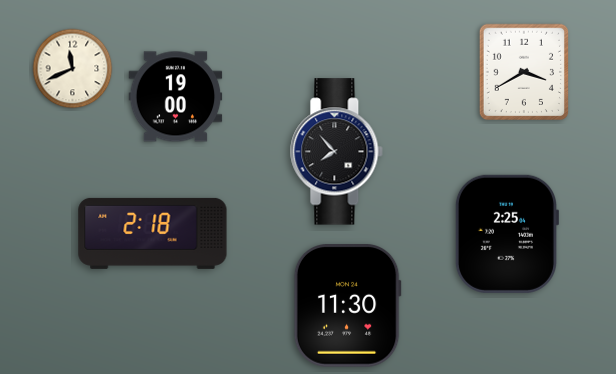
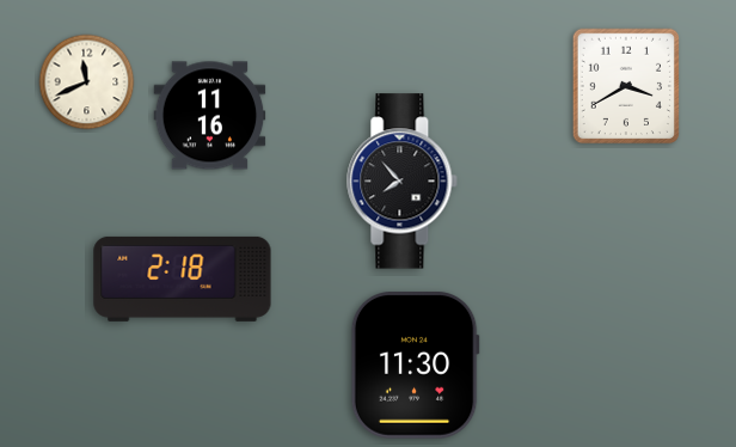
clock at (176, 97): 19:00 -> 11:16
clock at (506, 234): 2:25 -> none
